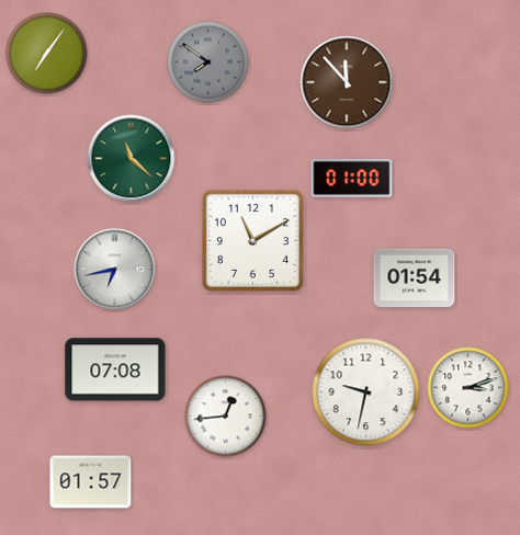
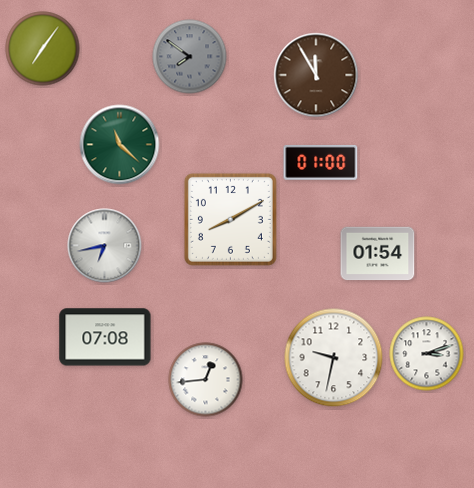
clock at (347, 82): 11:53 -> 11:55
clock at (252, 240): 11:10 -> 8:10
clock at (91, 482): 01:57 -> none
